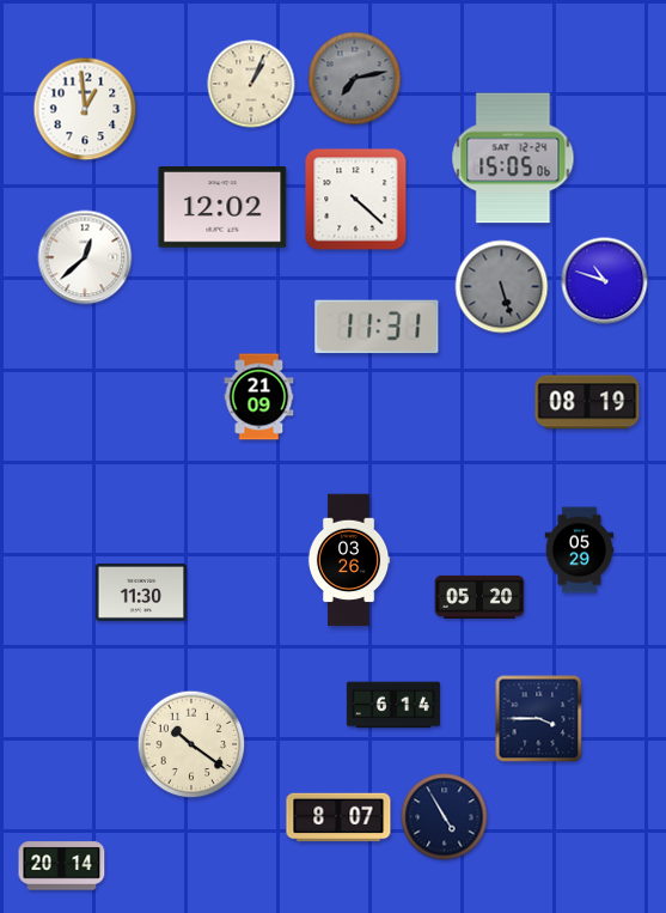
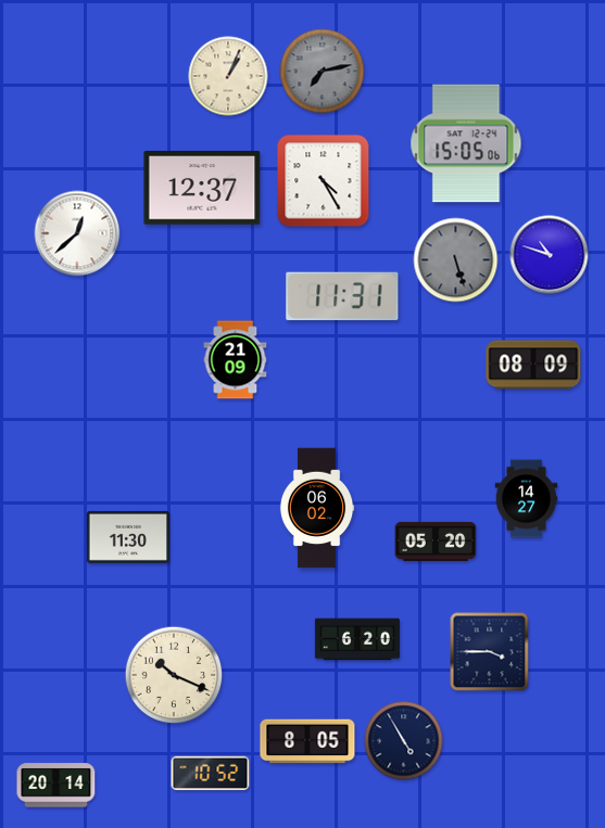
clock at (85, 109): 12:59 -> none
clock at (356, 200): 4:22 -> 4:25
clock at (222, 208): 12:02 -> 12:37
clock at (587, 402): 08:19 -> 08:09
clock at (580, 550): 05:29 -> 14:27
clock at (349, 560): 03:26 -> 06:02
clock at (393, 705): 6:14 -> 6:20
clock at (191, 744): 10:21 -> 10:19
clock at (338, 817): 8:07 -> 8:05
clock at (211, 774): none -> 10:52
